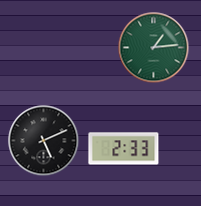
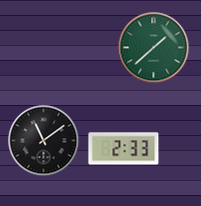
clock at (154, 48): 1:14 -> 1:38
clock at (44, 141): 5:11 -> 11:09
